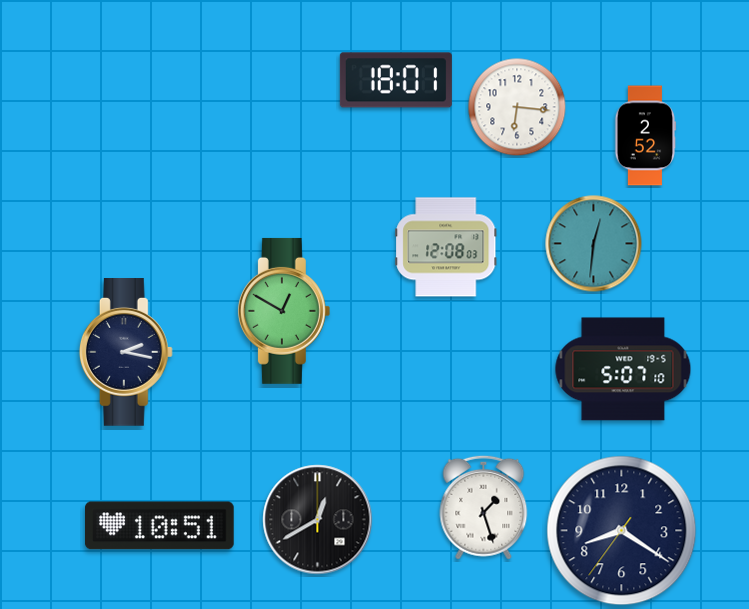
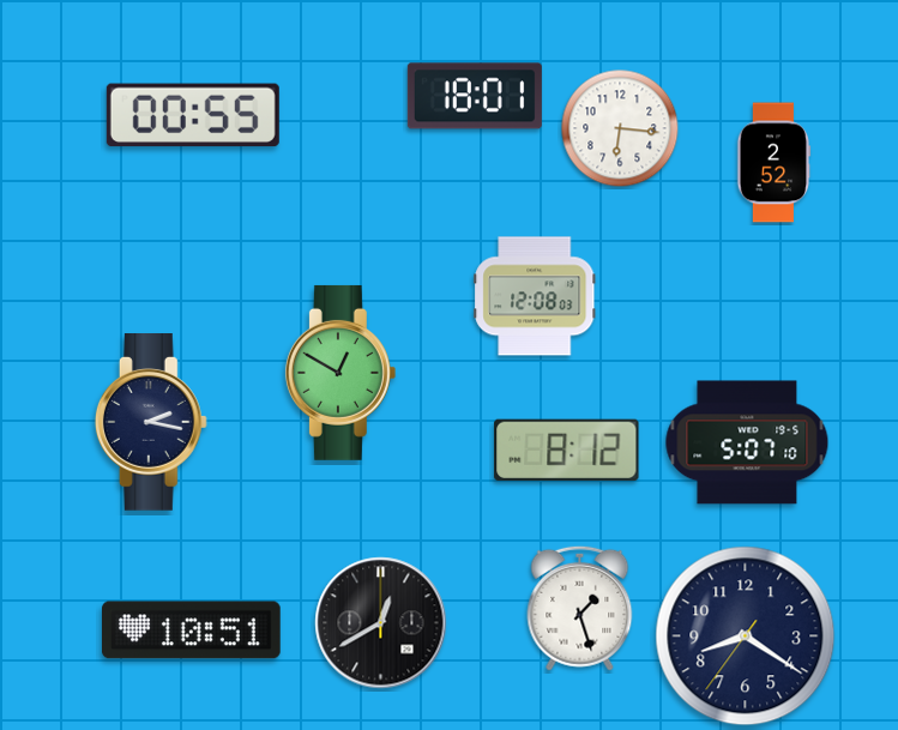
clock at (193, 115): none -> 00:55
clock at (594, 244): 12:31 -> none
clock at (567, 450): none -> 8:12
